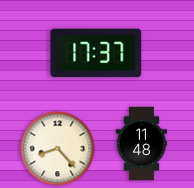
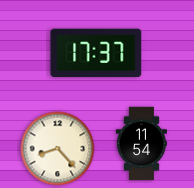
clock at (141, 144): 11:48 -> 11:54
